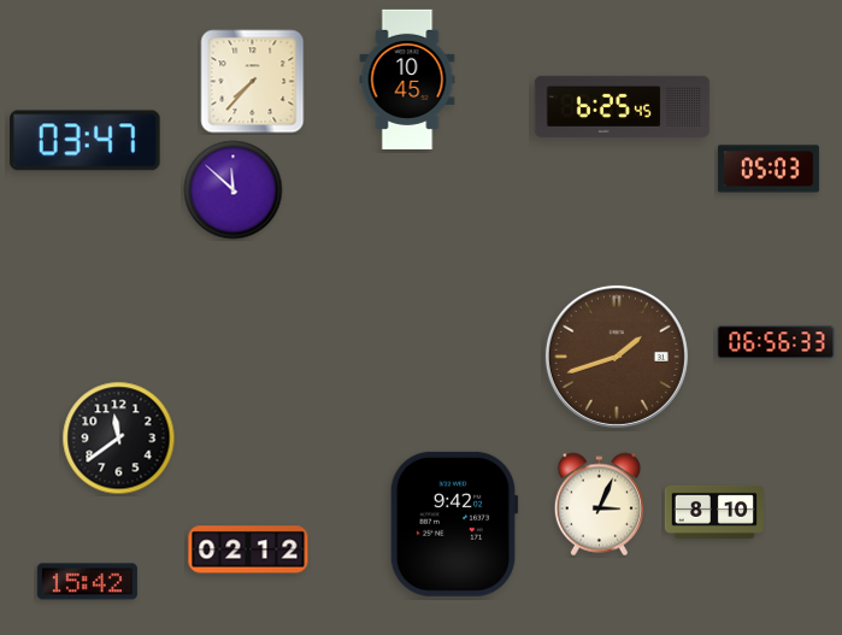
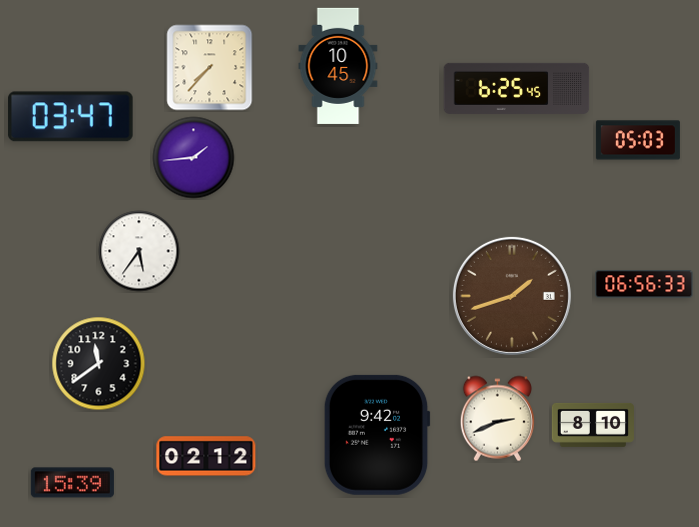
clock at (234, 190): 11:52 -> 1:44
clock at (139, 251): none -> 5:36
clock at (599, 505): 3:04 -> 2:41
clock at (87, 582): 15:42 -> 15:39
